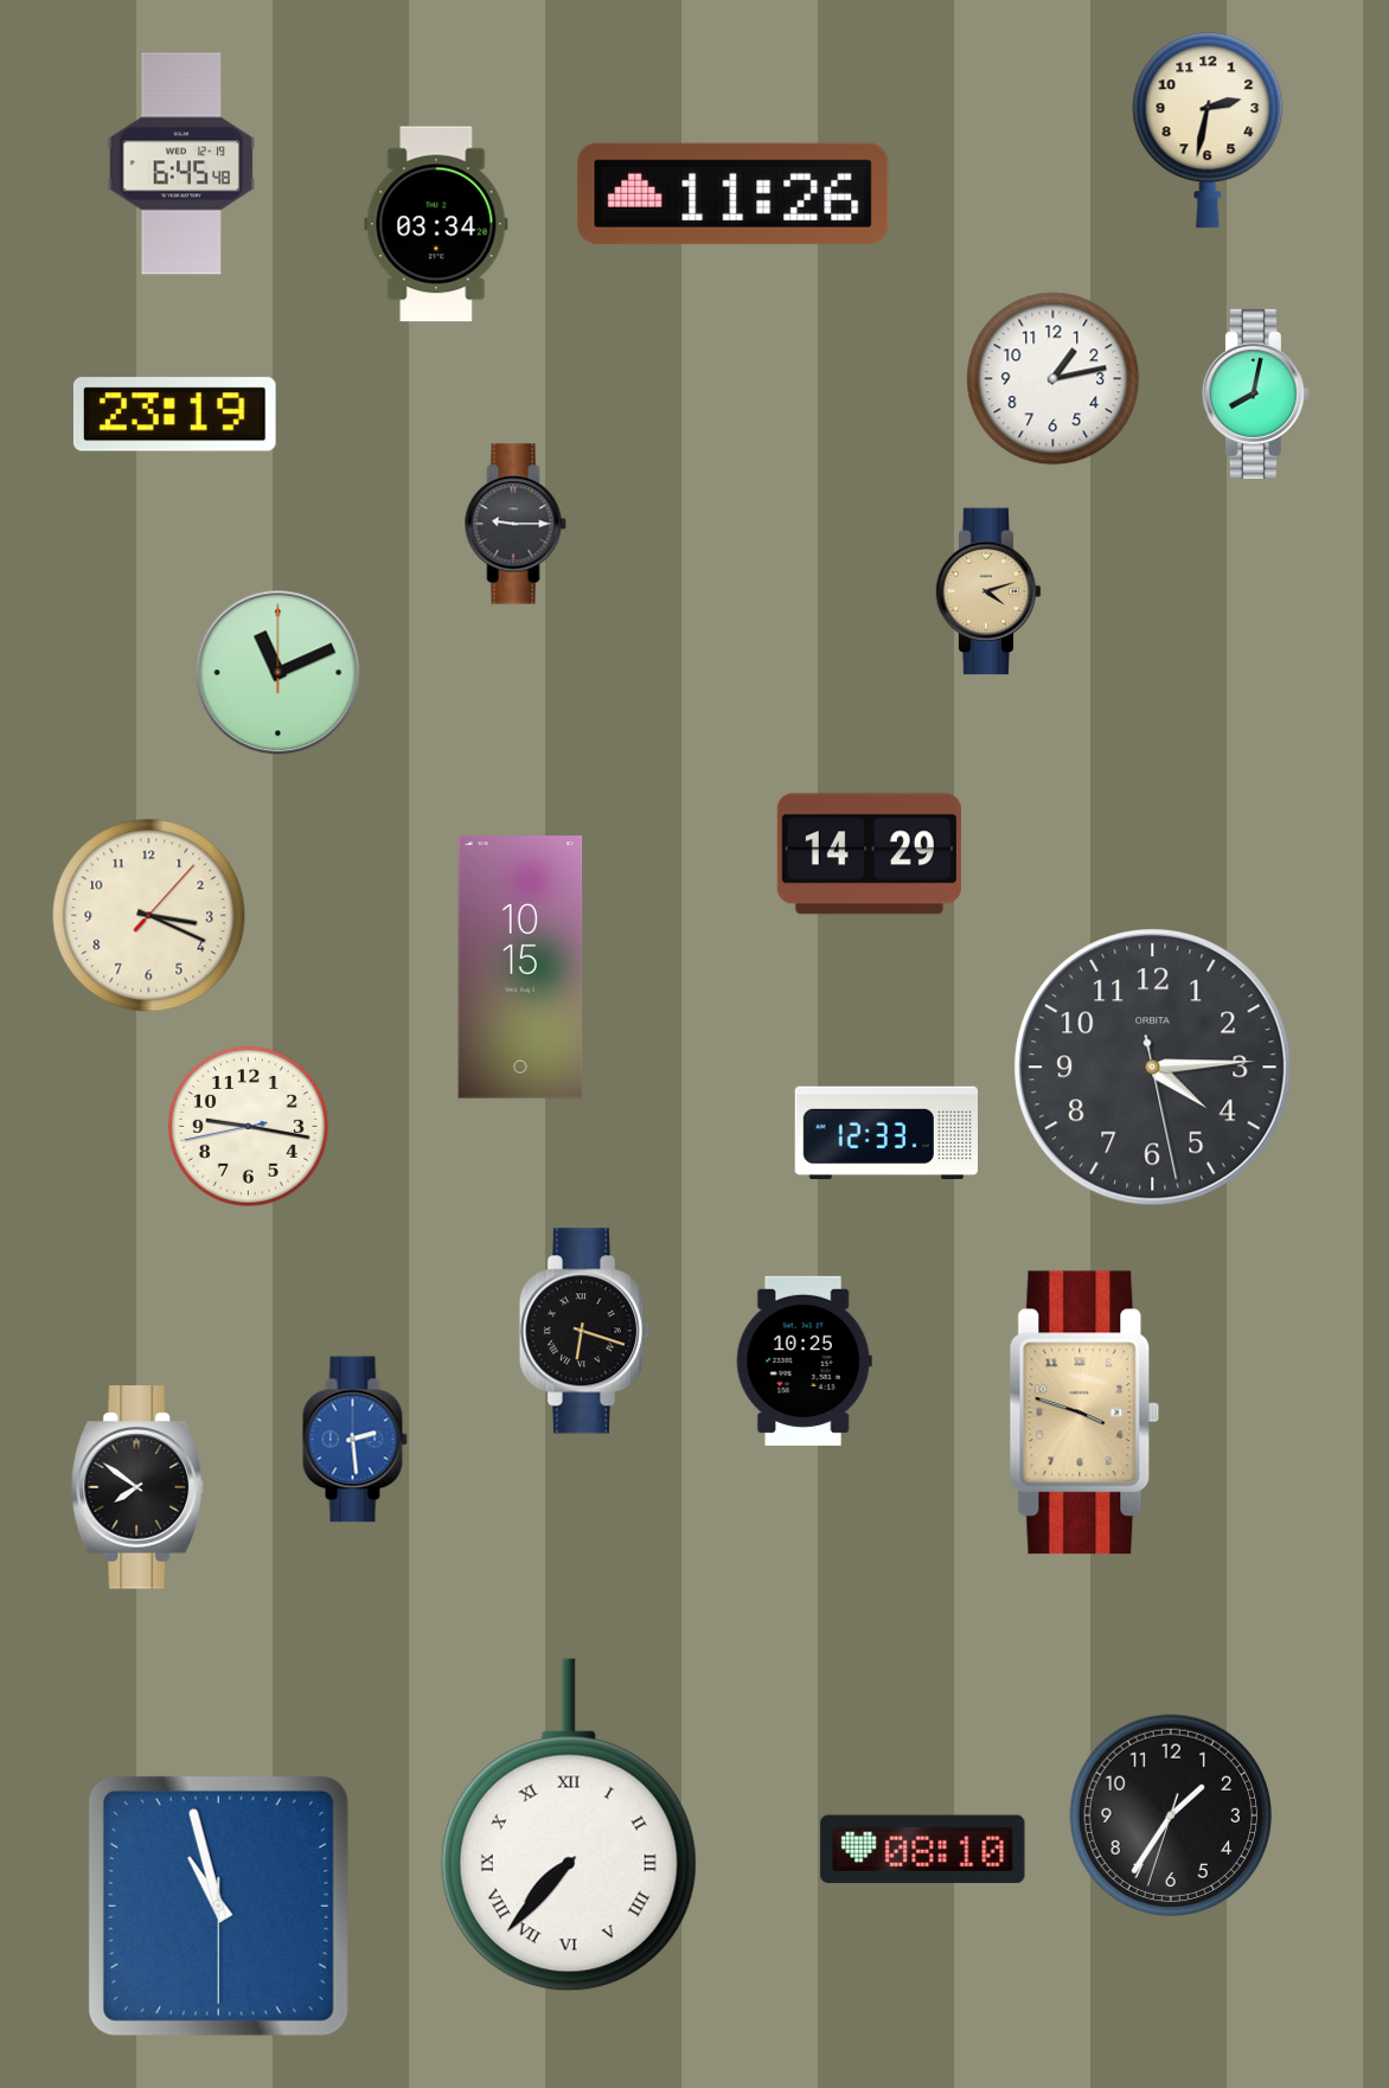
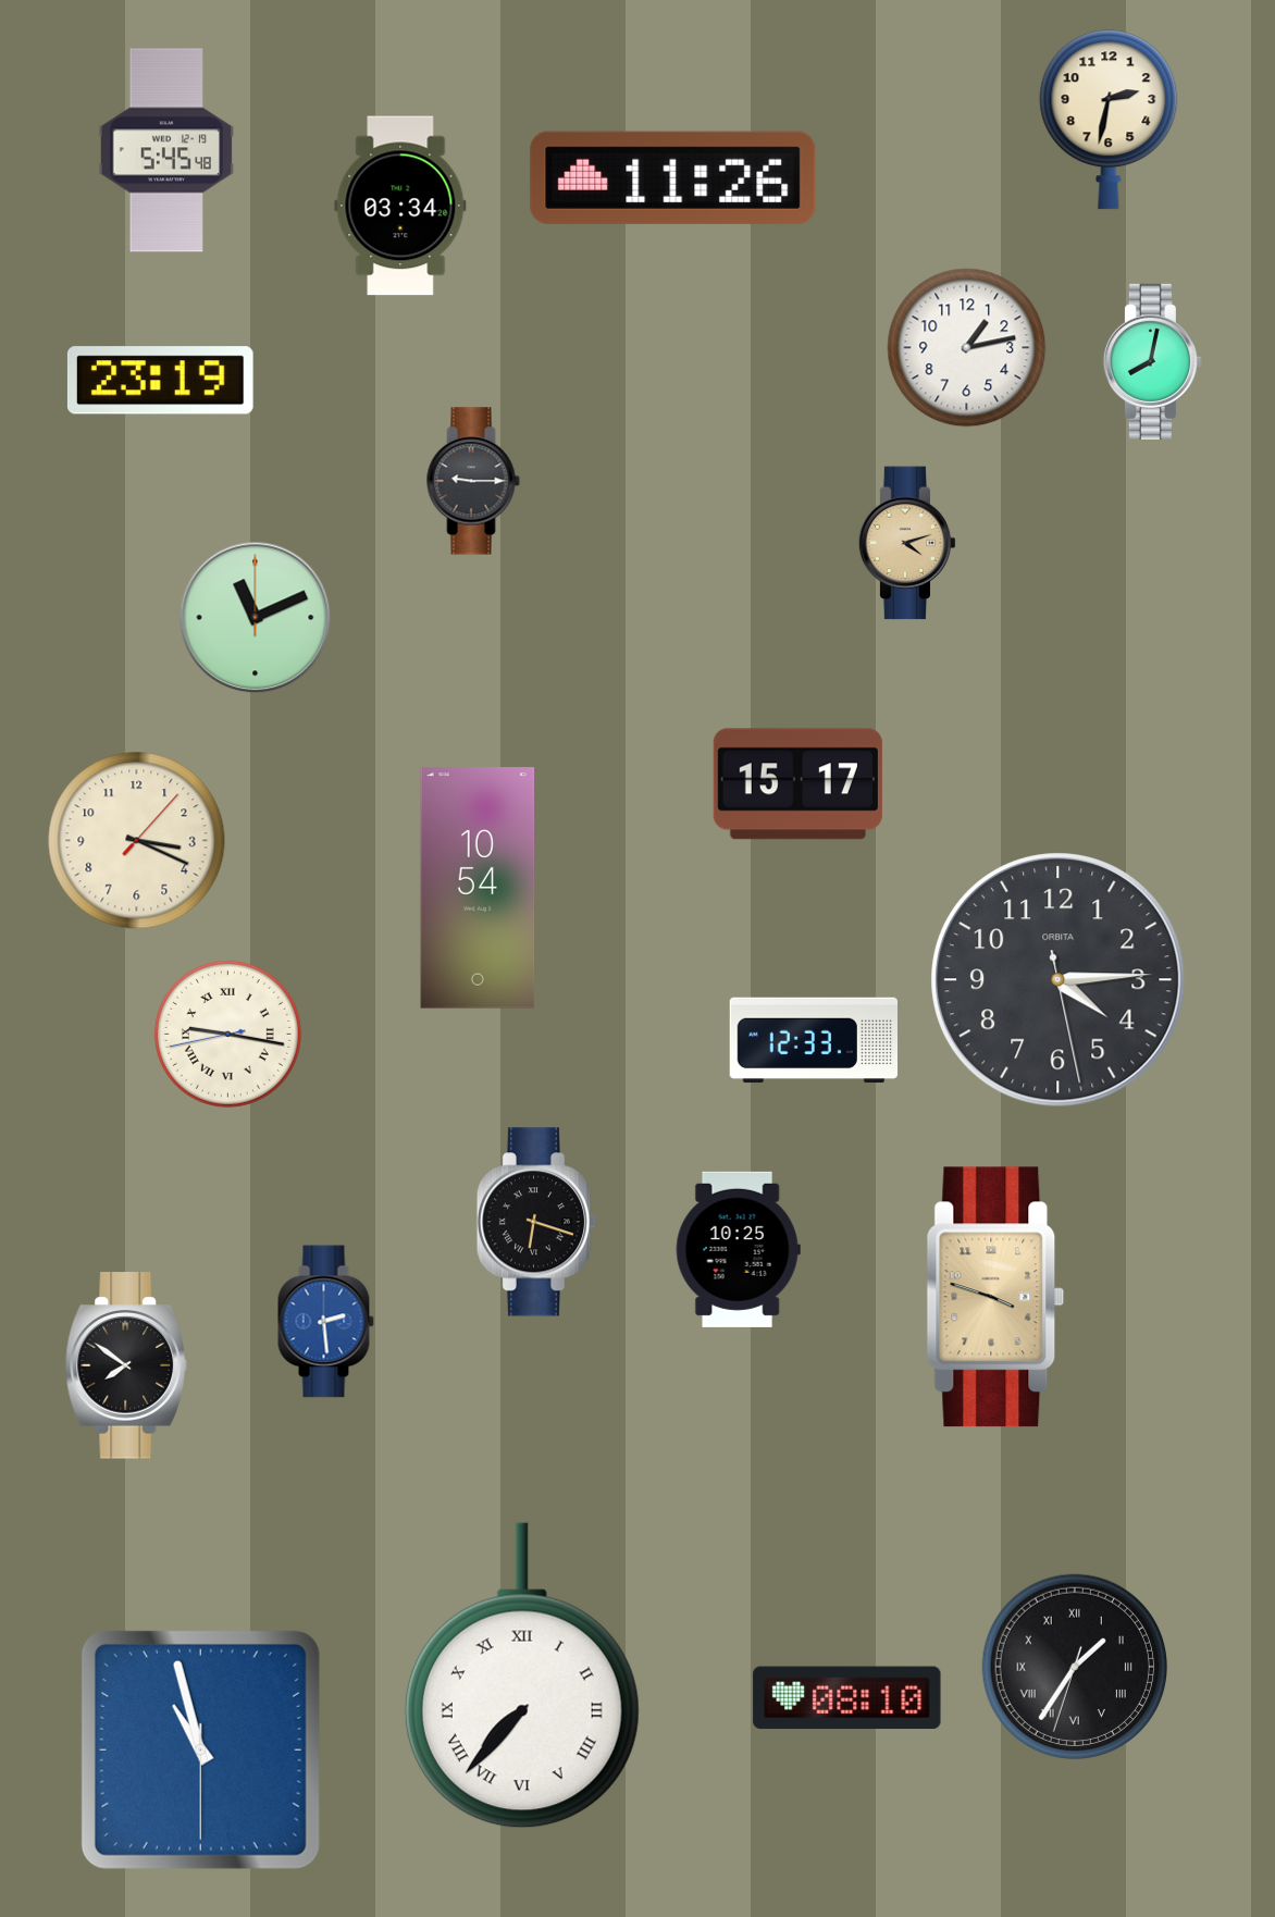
clock at (181, 164): 6:45 -> 5:45
clock at (869, 854): 14:29 -> 15:17
clock at (520, 967): 10:15 -> 10:54
clock at (248, 1126) numerals: Arabic -> Roman
clock at (1170, 1814) numerals: Arabic -> Roman
